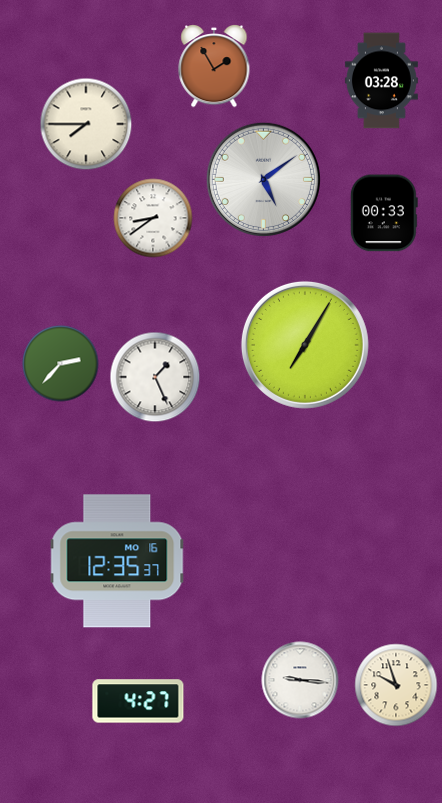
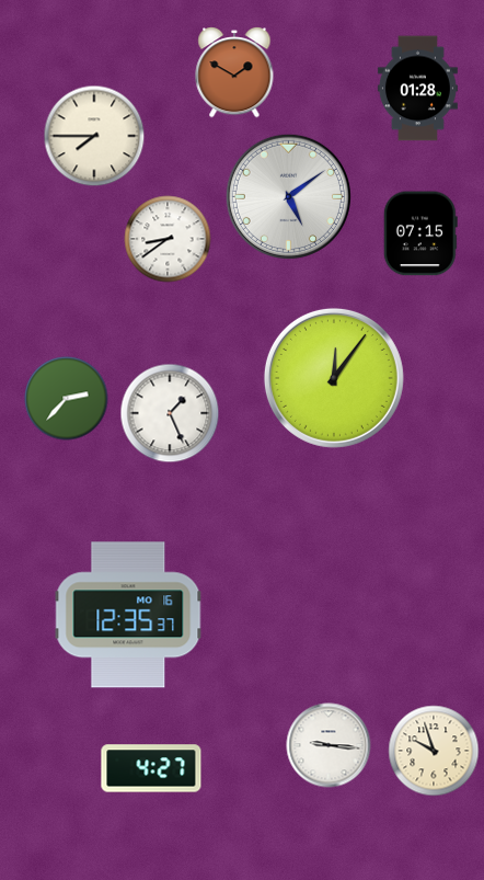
clock at (214, 66): 1:55 -> 1:50
clock at (381, 81): 03:28 -> 01:28
clock at (384, 213): 00:33 -> 07:15
clock at (305, 345): 7:05 -> 12:06
